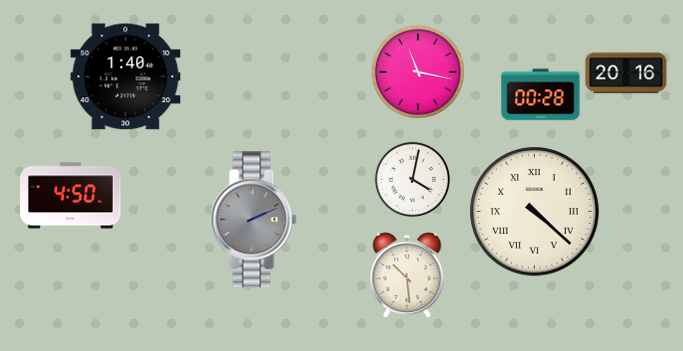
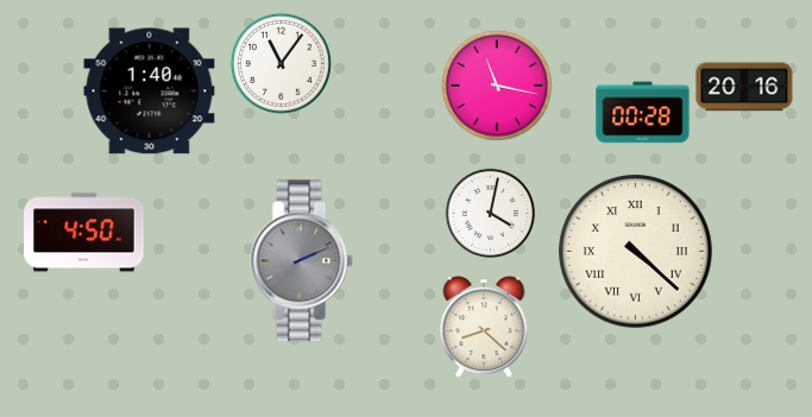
clock at (281, 63): none -> 11:06
clock at (407, 276): 10:29 -> 8:22
